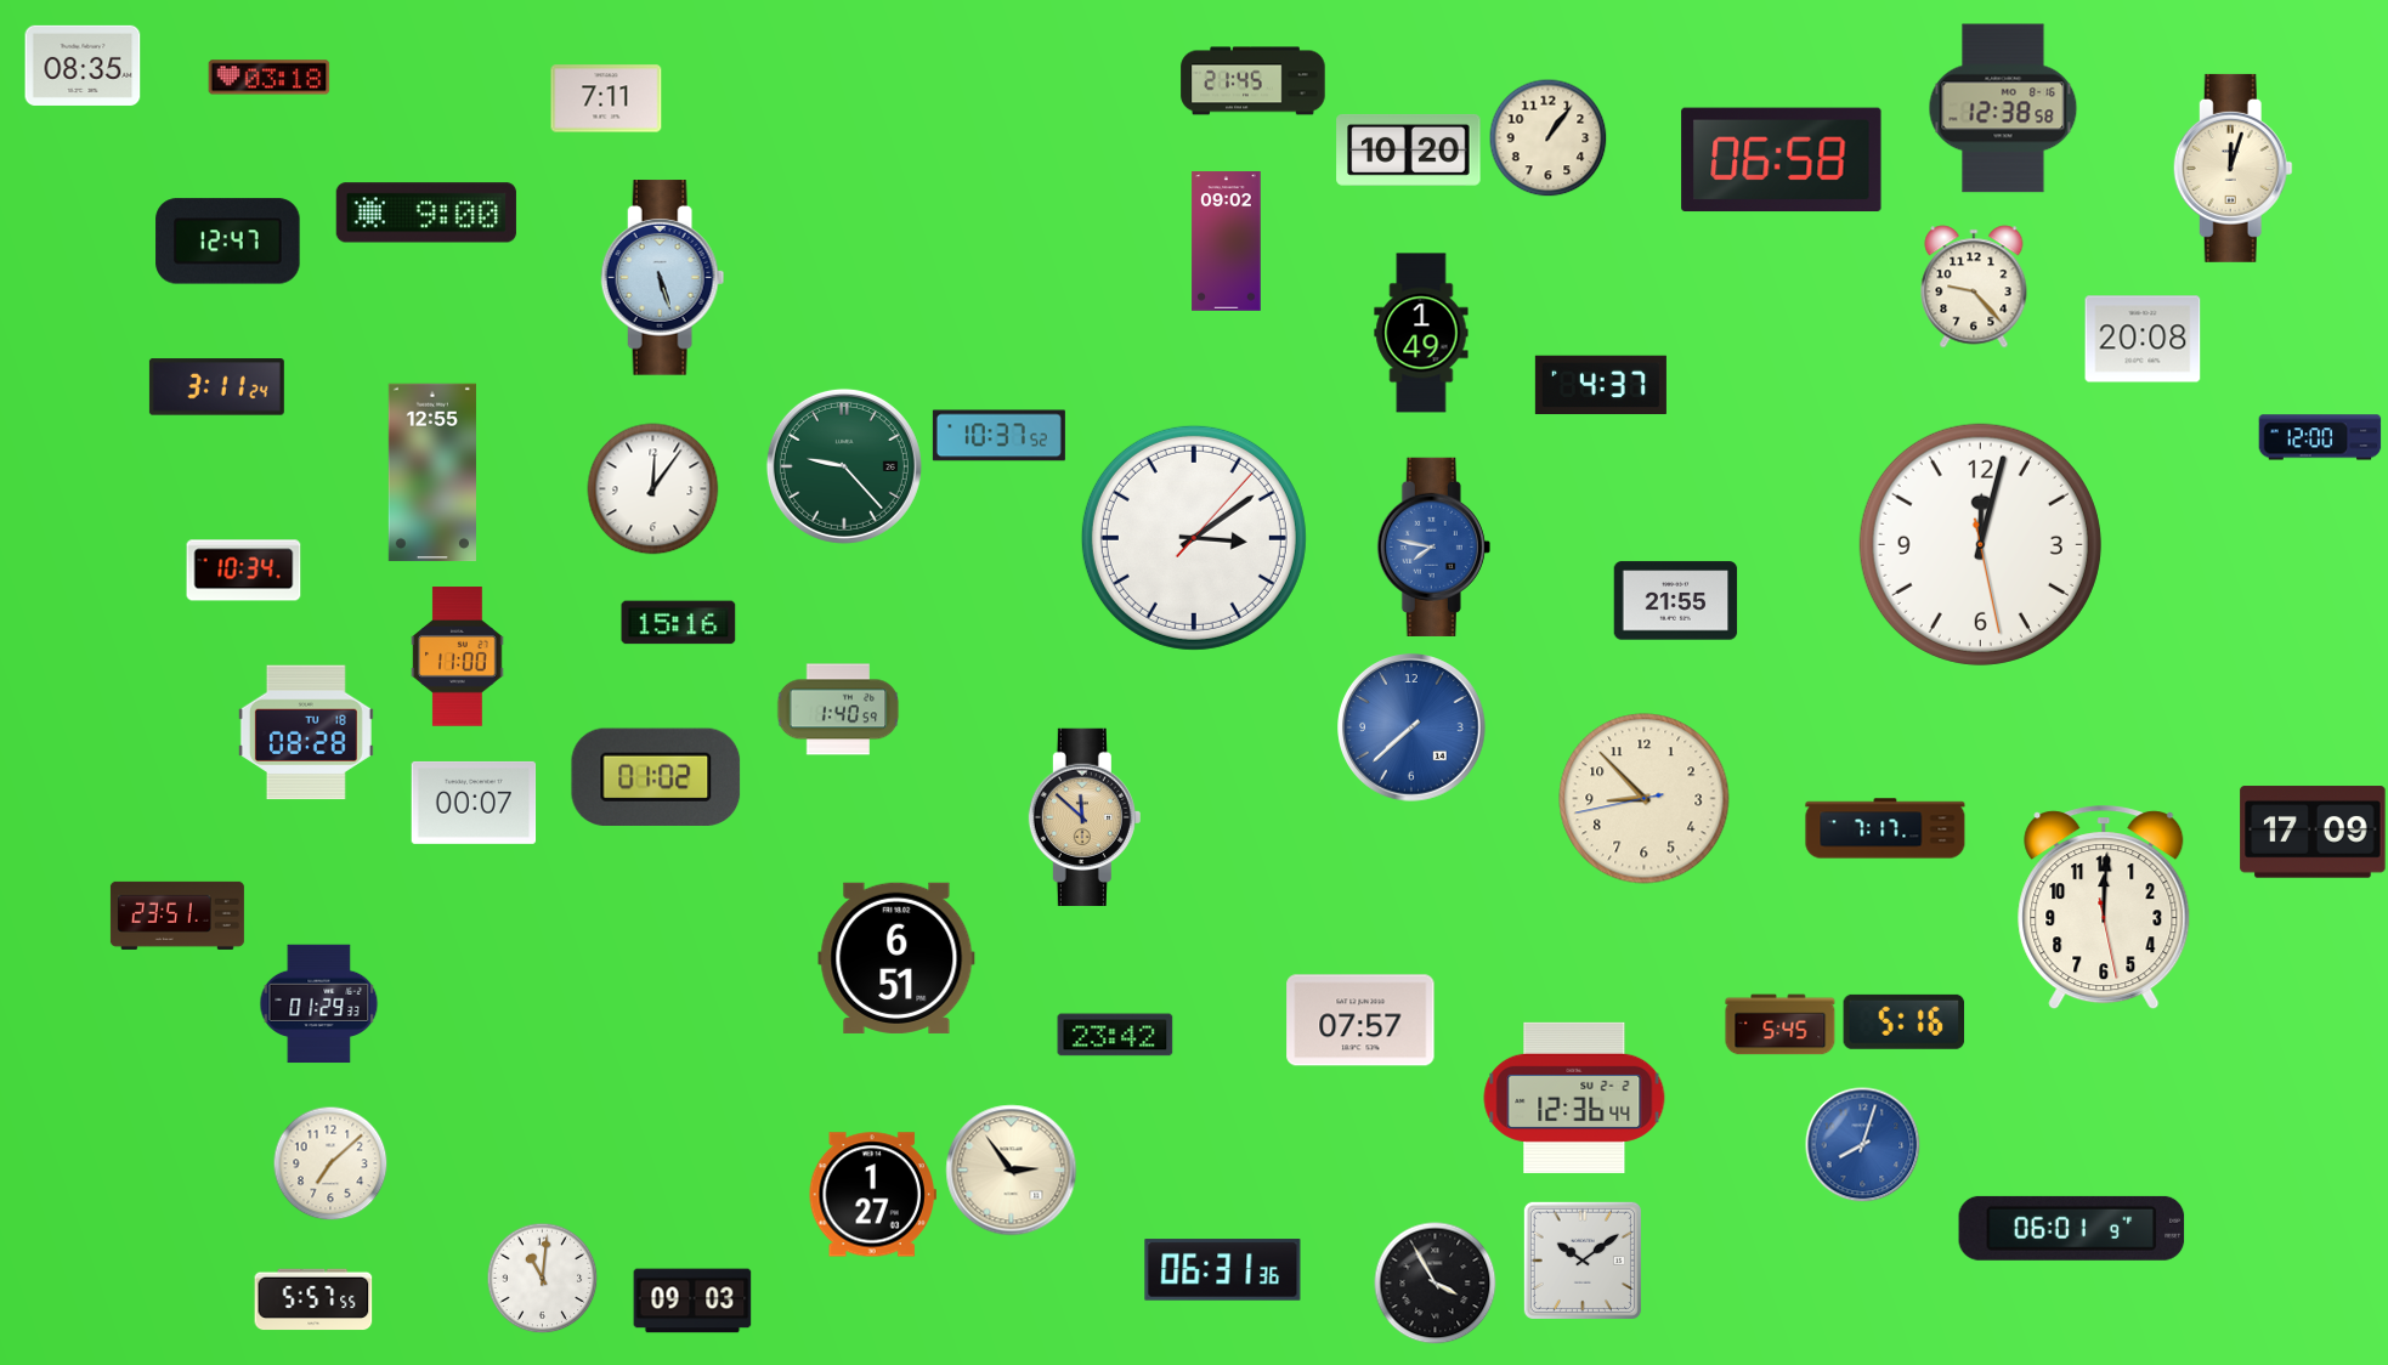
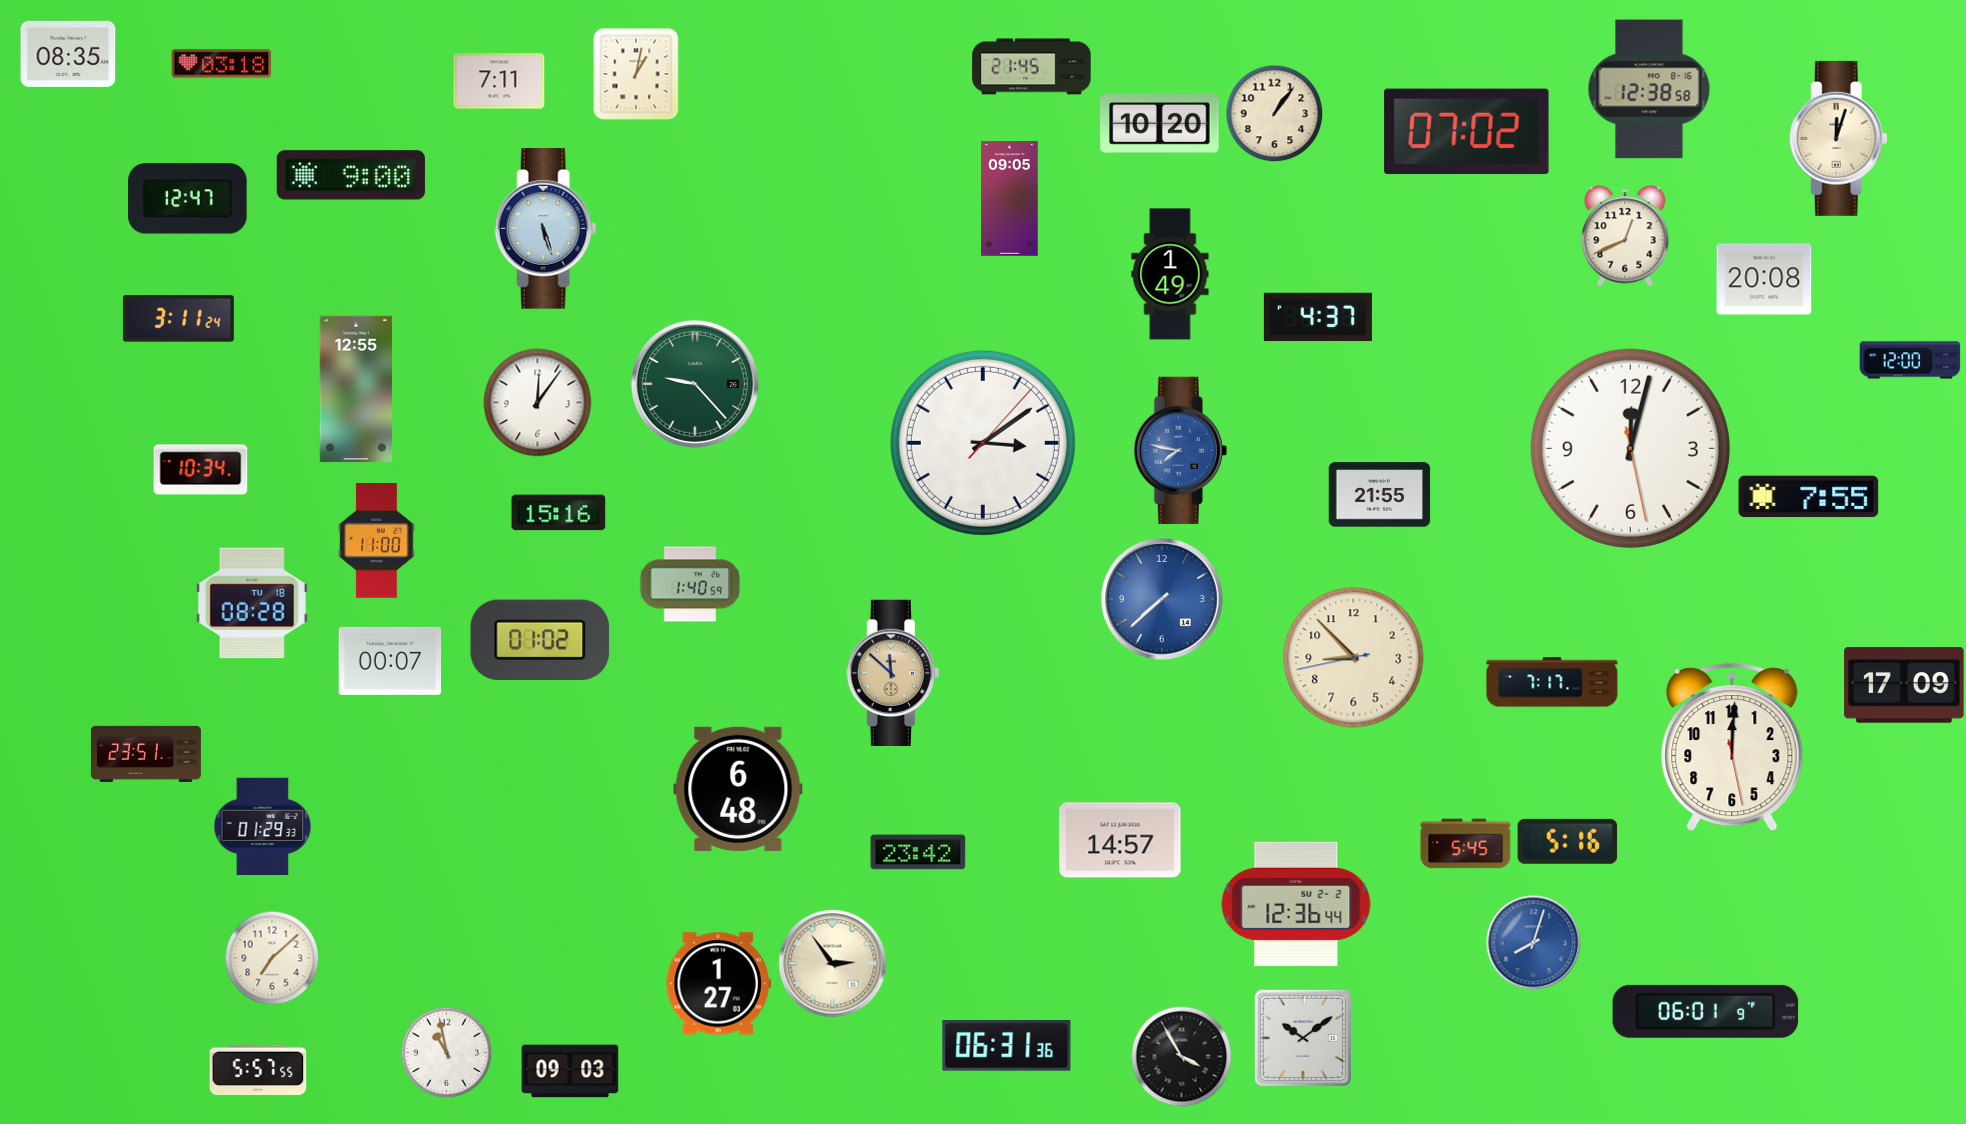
clock at (636, 74): none -> 1:02
clock at (1782, 160): 06:58 -> 07:02
clock at (1227, 242): 09:02 -> 09:05
clock at (1974, 287): 9:23 -> 12:41
clock at (998, 436): 10:37 -> none
clock at (1809, 497): none -> 7:55
clock at (896, 958): 6:51 -> 6:48
clock at (1360, 1020): 07:57 -> 14:57
clock at (542, 1278): 11:01 -> 10:58
